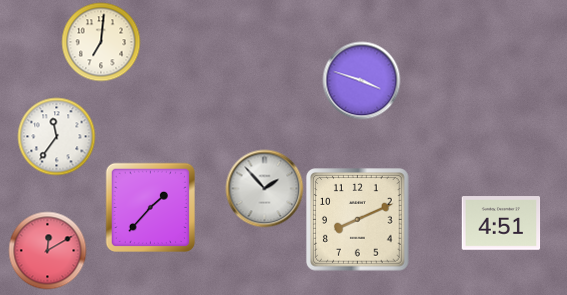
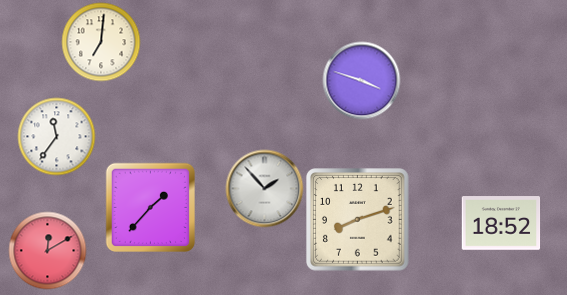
clock at (358, 220): 8:11 -> 8:12
clock at (501, 223): 4:51 -> 18:52
